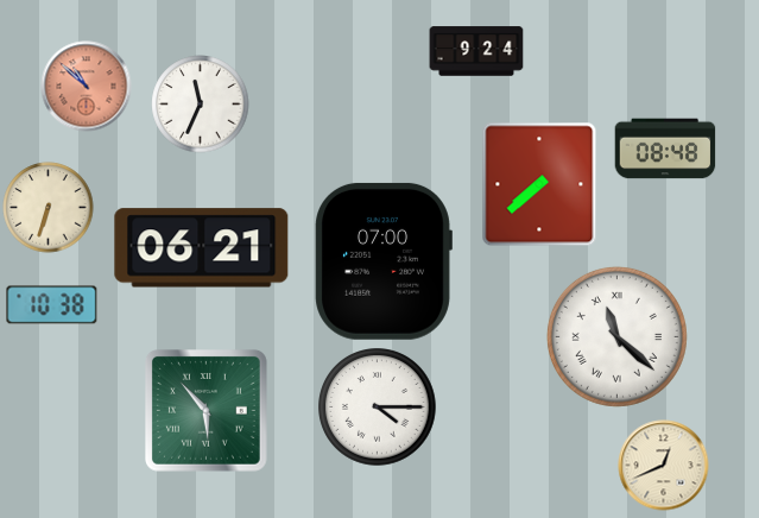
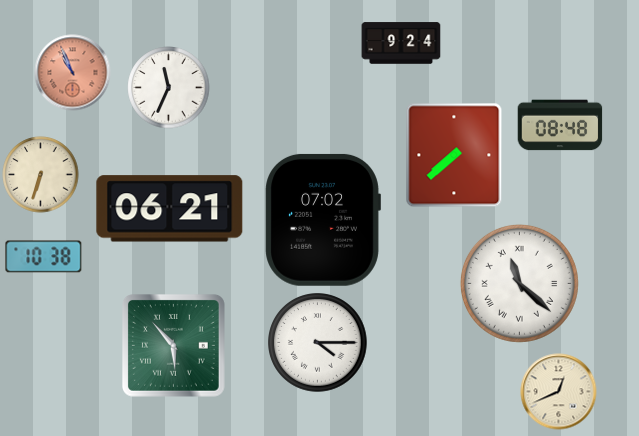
clock at (87, 87): 10:52 -> 10:56
clock at (384, 261): 07:00 -> 07:02
